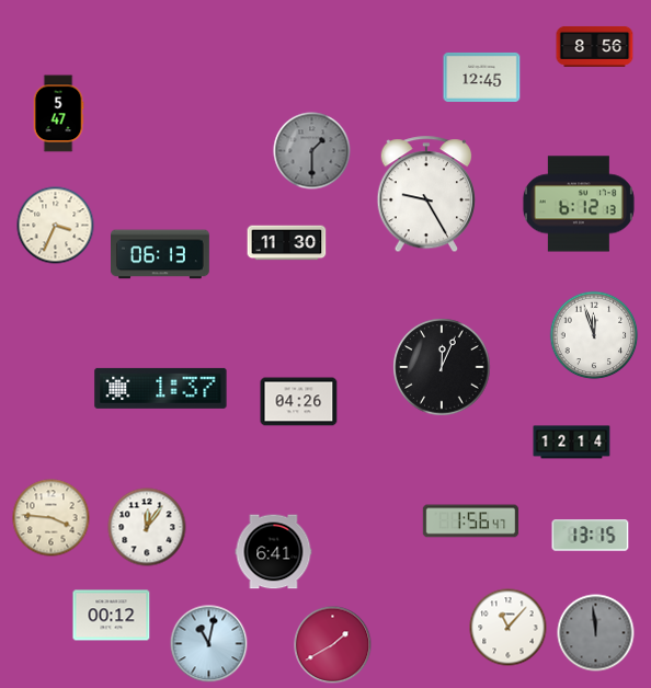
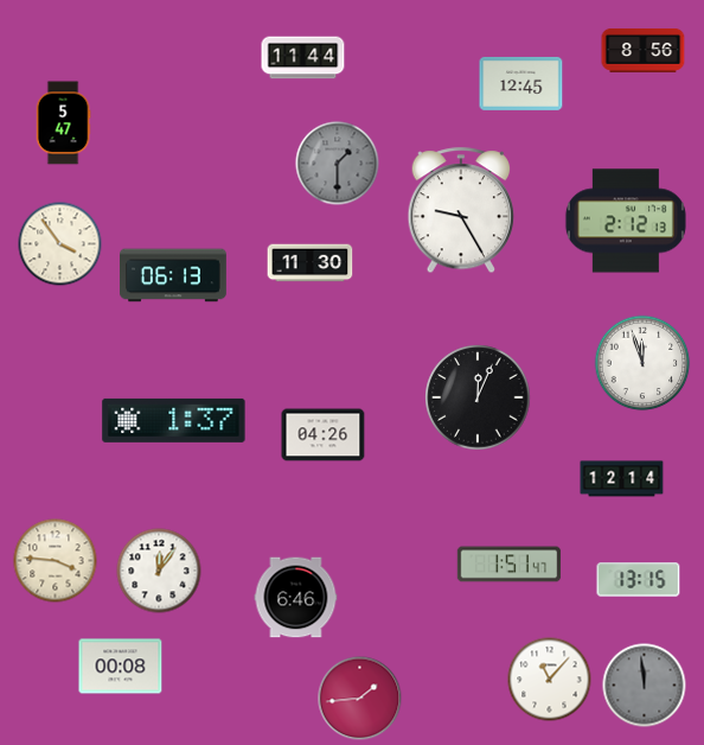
clock at (303, 58): none -> 11:44
clock at (579, 204): 6:12 -> 2:12
clock at (56, 226): 3:34 -> 3:54
clock at (572, 443) position: (572, 443) -> (622, 479)
clock at (471, 521): 1:56 -> 1:51
clock at (274, 552): 6:41 -> 6:46
clock at (112, 616): 00:12 -> 00:08
clock at (209, 644): 11:02 -> none
clock at (333, 645): 1:40 -> 1:44
